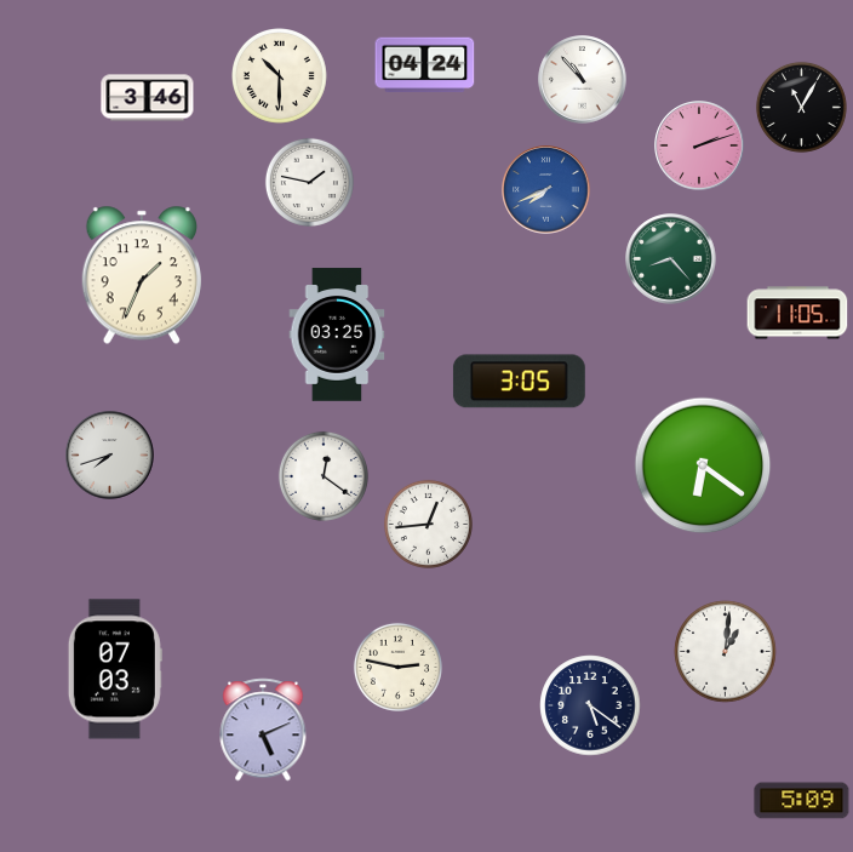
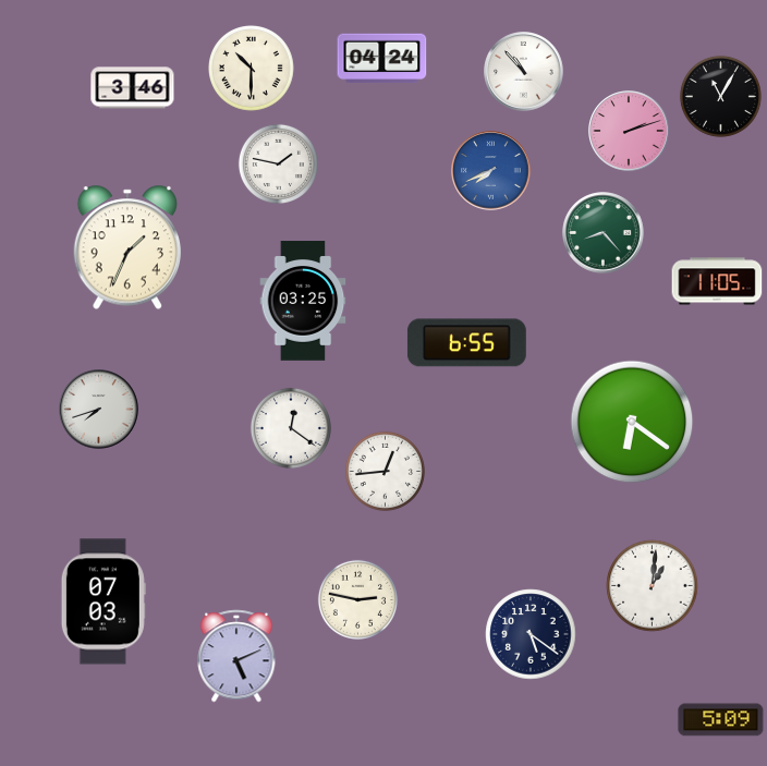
clock at (519, 382): 3:05 -> 6:55
clock at (703, 465) position: (703, 465) -> (632, 422)
